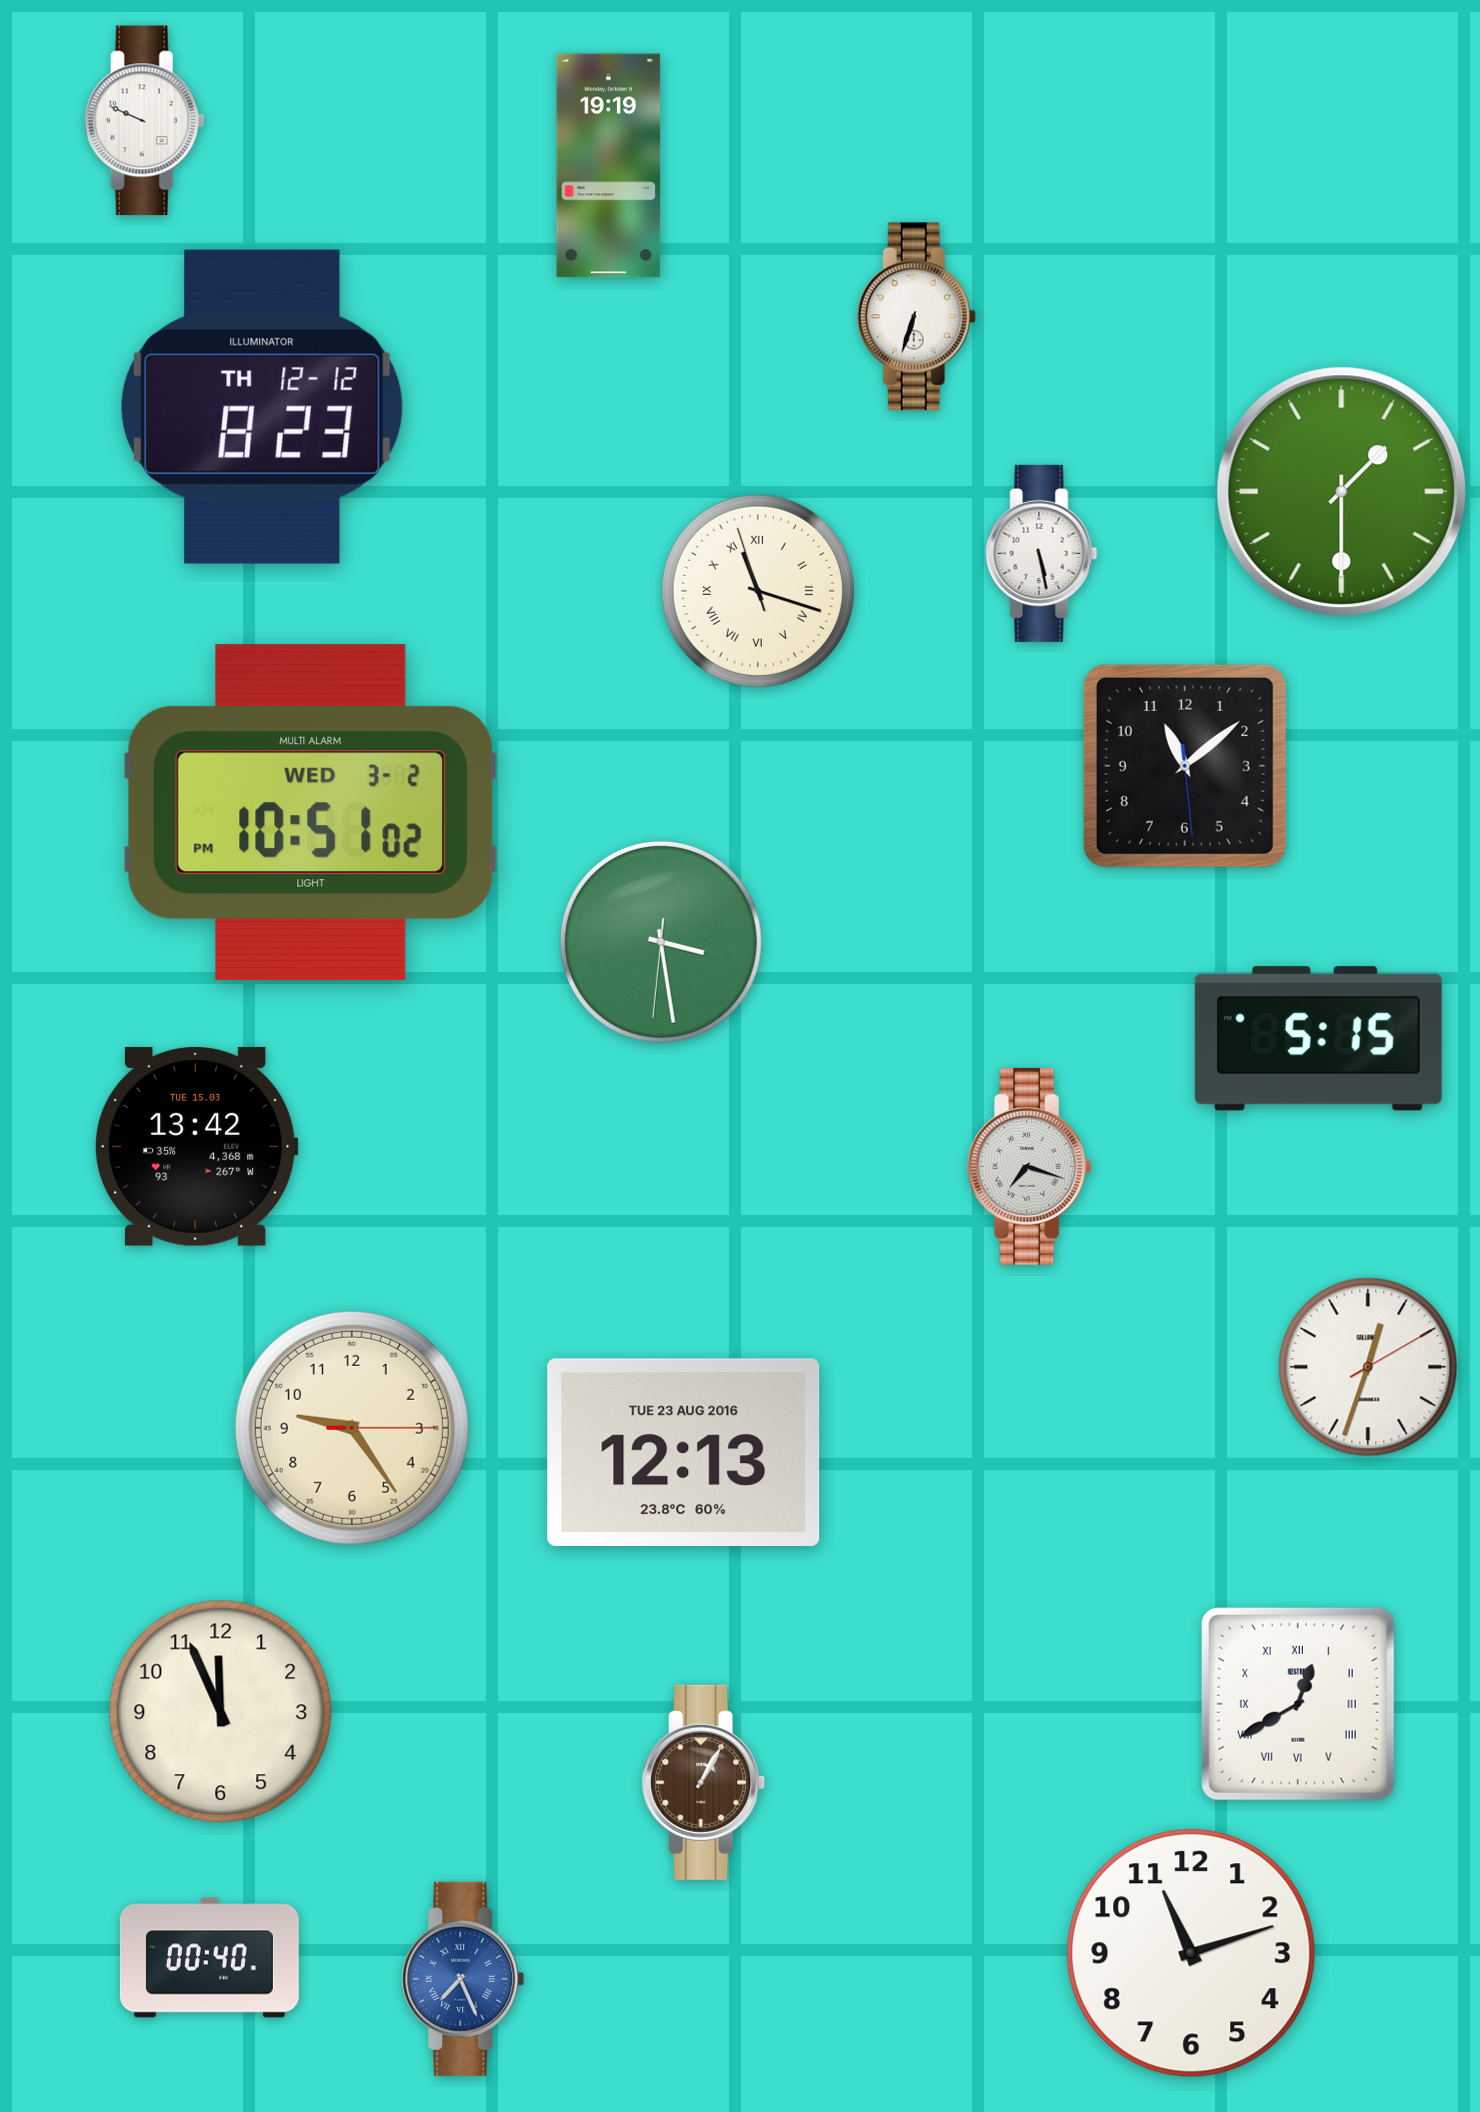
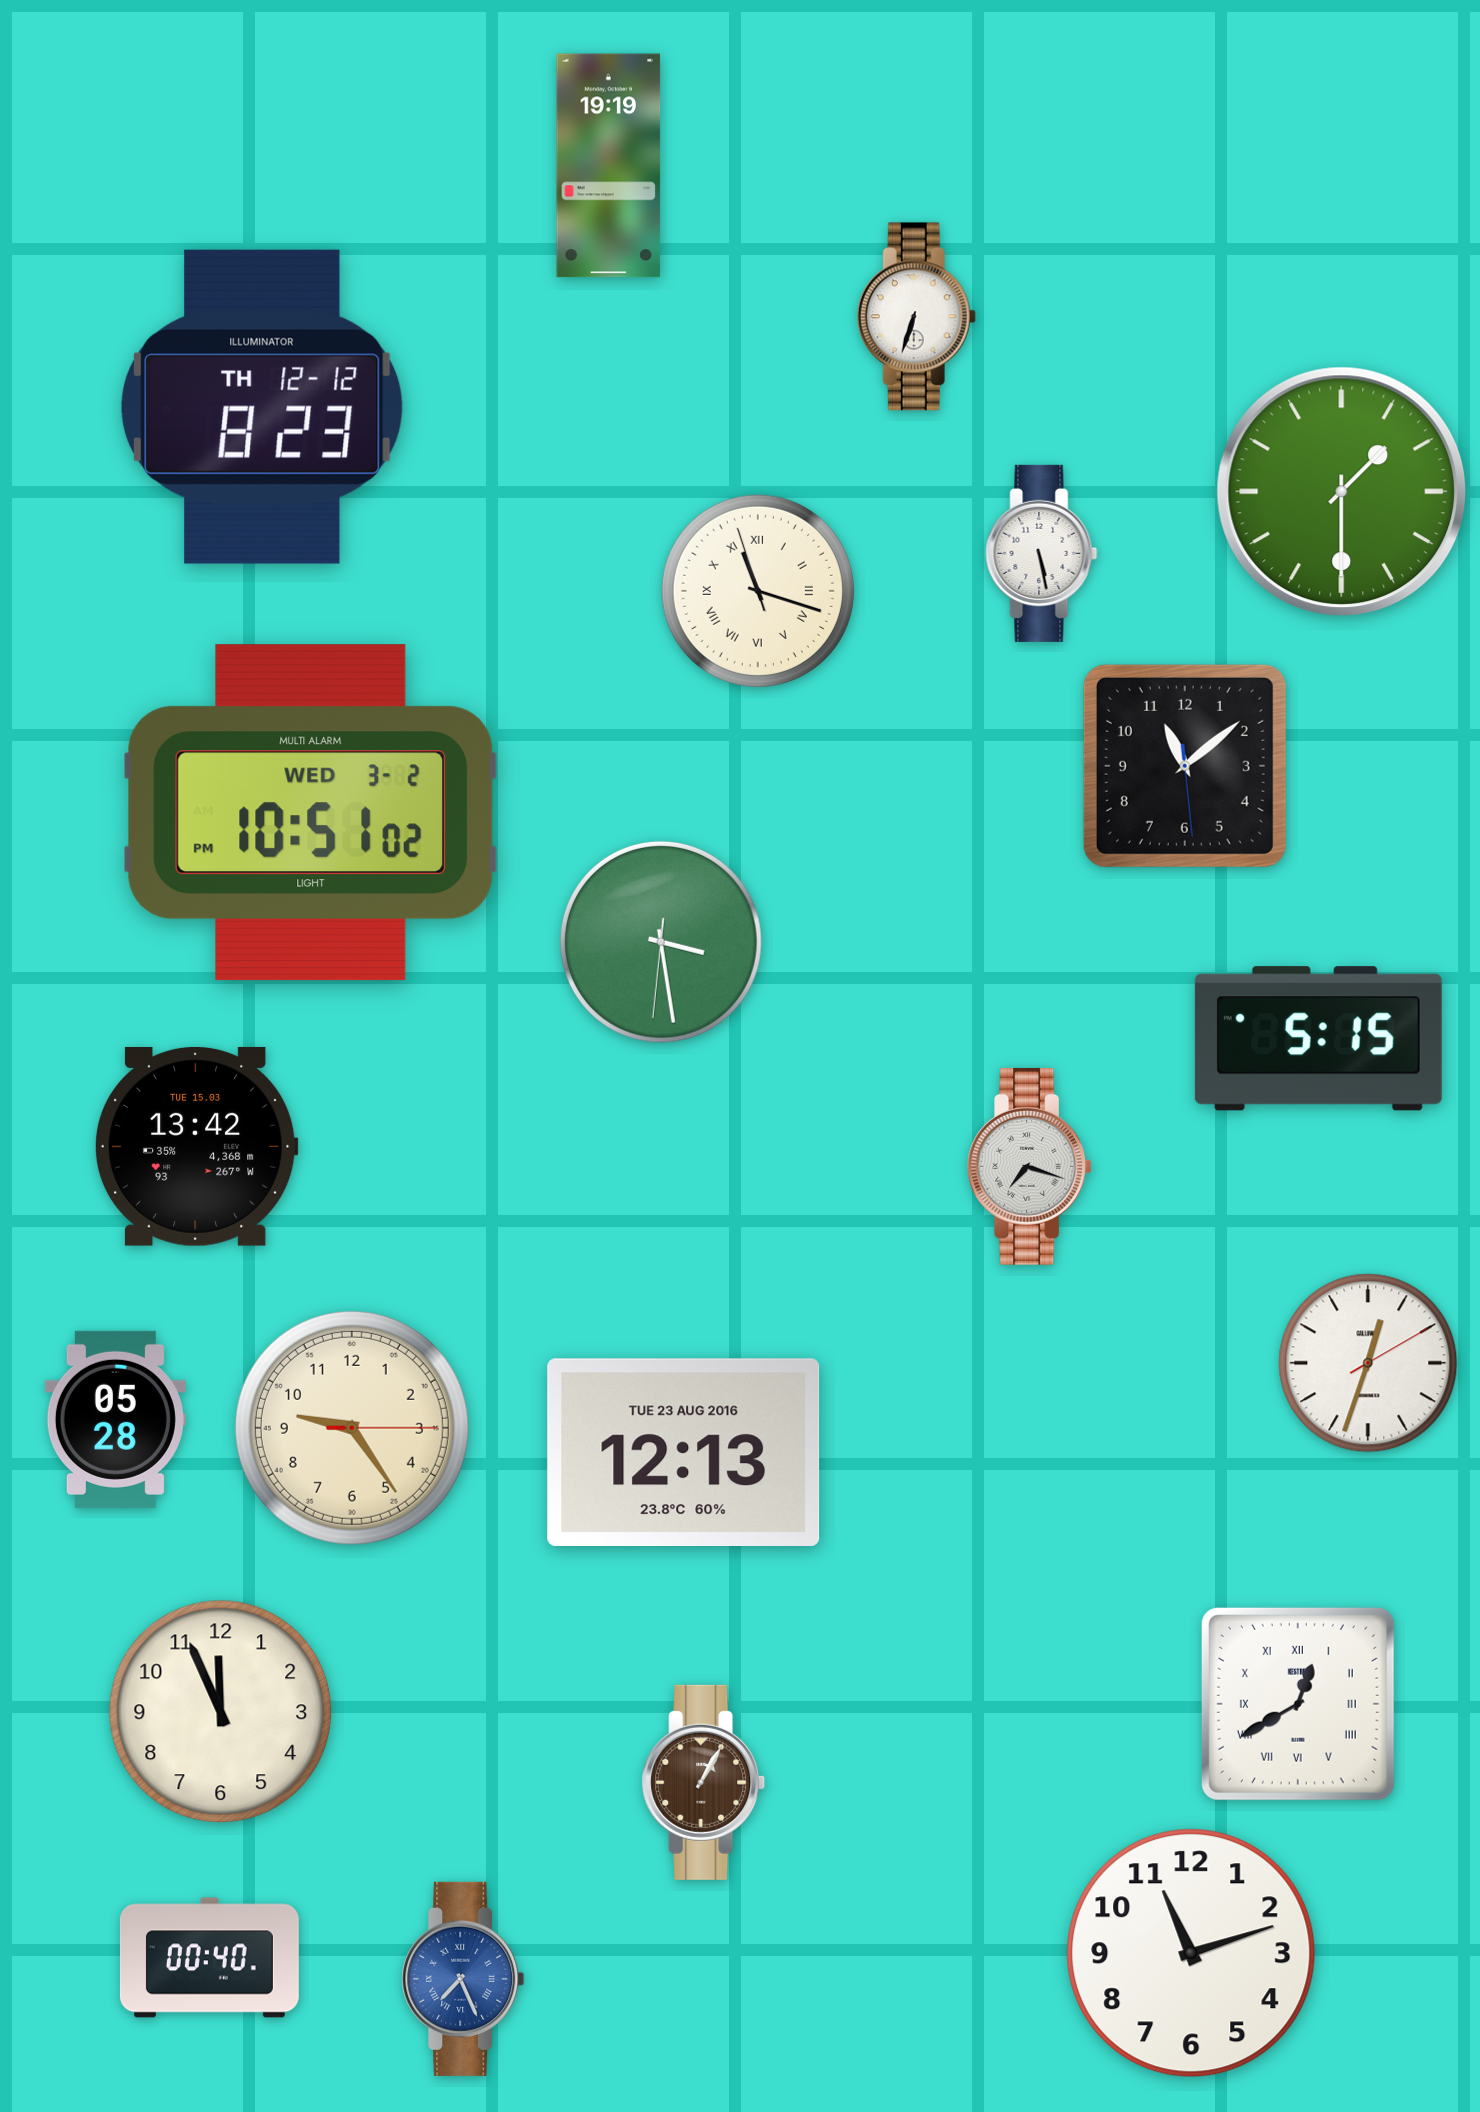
clock at (144, 121): 9:49 -> none
clock at (1368, 1367) position: (1368, 1367) -> (1368, 1363)
clock at (115, 1419): none -> 05:28
